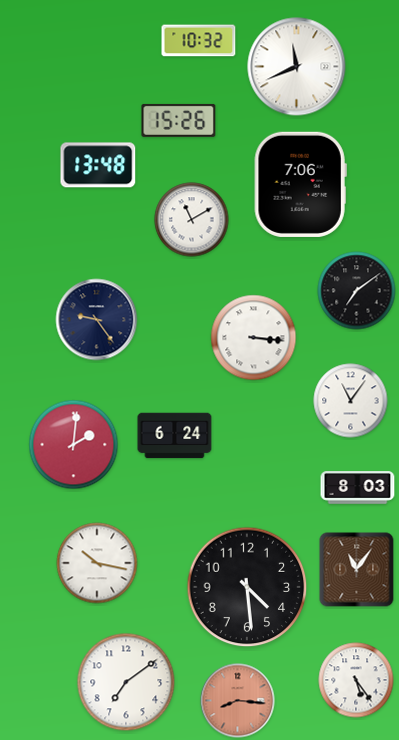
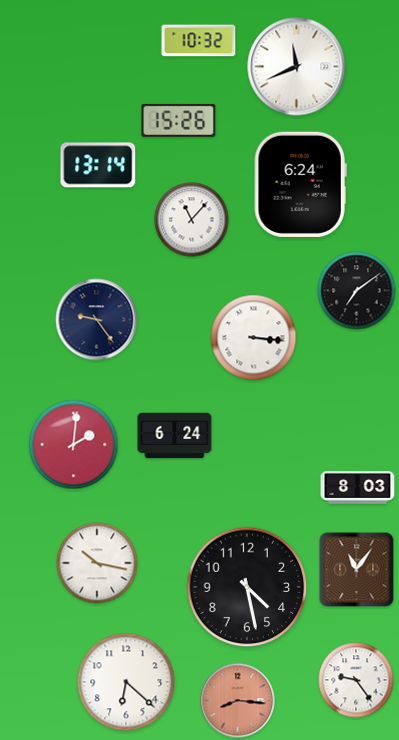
clock at (98, 165): 13:48 -> 13:14
clock at (300, 184): 7:06 -> 6:24
clock at (192, 220): 11:10 -> 11:07
clock at (351, 401): 11:06 -> none
clock at (247, 587): 4:29 -> 4:28
clock at (356, 680): 5:24 -> 9:24
clock at (126, 682): 7:09 -> 6:22
